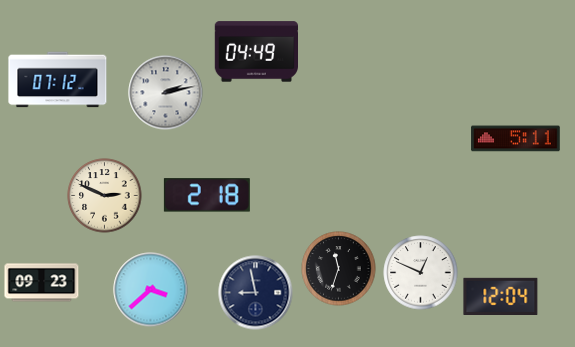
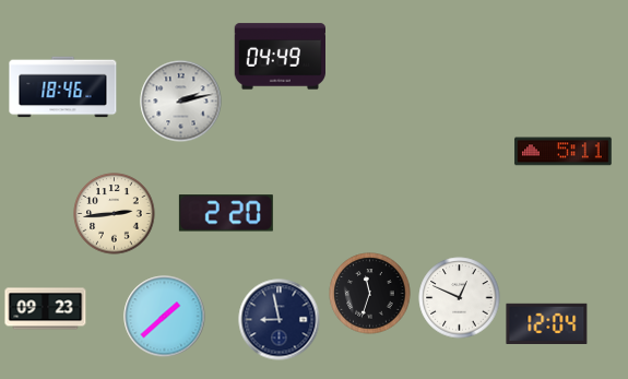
clock at (58, 80): 07:12 -> 18:46
clock at (207, 195): 2:18 -> 2:20
clock at (105, 196): 2:49 -> 2:44
clock at (151, 290): 3:38 -> 1:38
